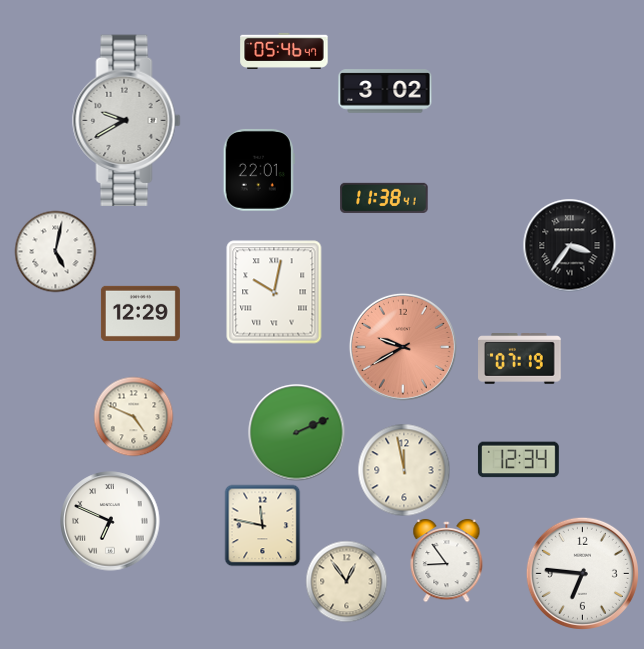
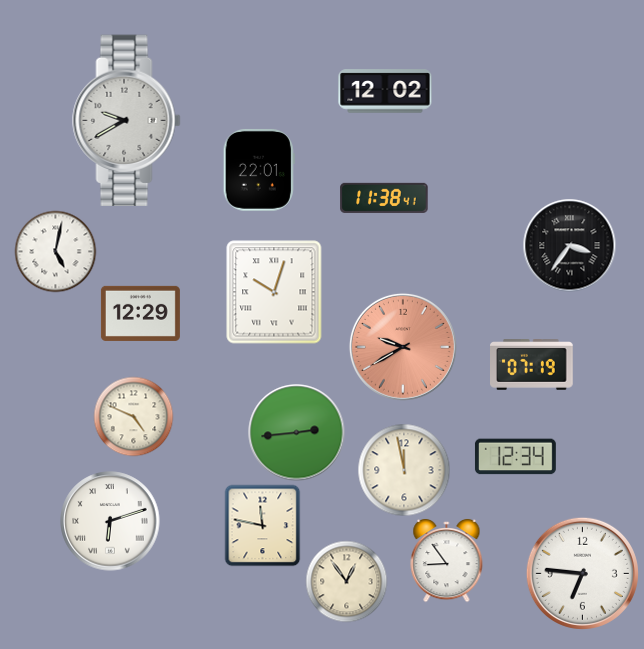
clock at (284, 51): 05:46 -> none
clock at (385, 91): 3:02 -> 12:02
clock at (274, 292): 10:02 -> 10:03
clock at (520, 359) position: (520, 359) -> (532, 365)
clock at (297, 433): 2:11 -> 2:44
clock at (518, 460) position: (518, 460) -> (515, 457)
clock at (110, 521): 6:49 -> 6:12
